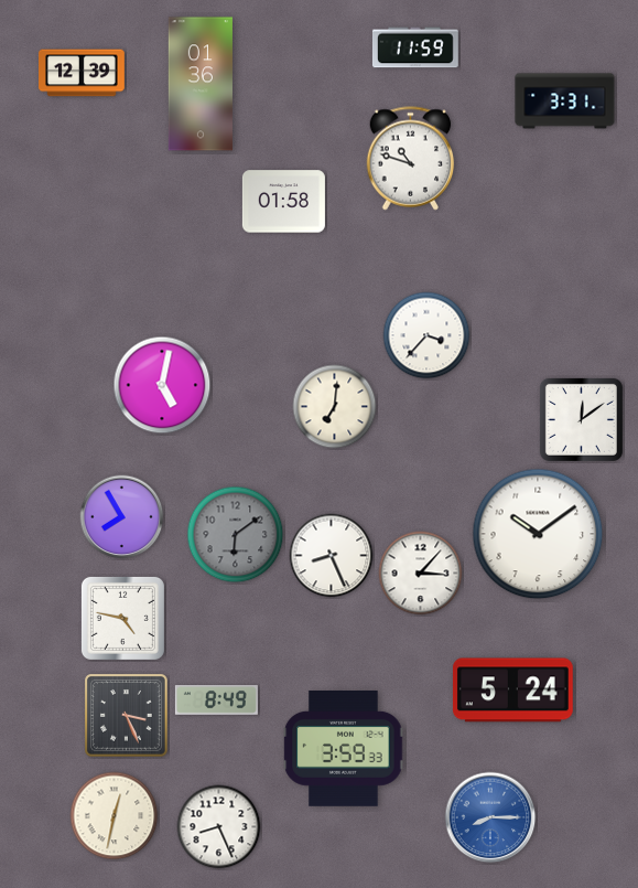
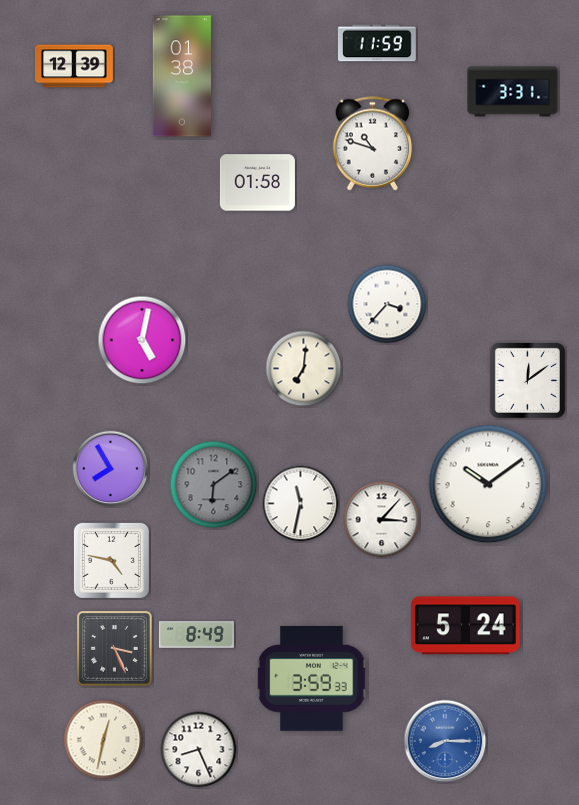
clock at (201, 84): 01:36 -> 01:38
clock at (162, 385) position: (162, 385) -> (142, 340)
clock at (332, 556): 8:26 -> 11:32
